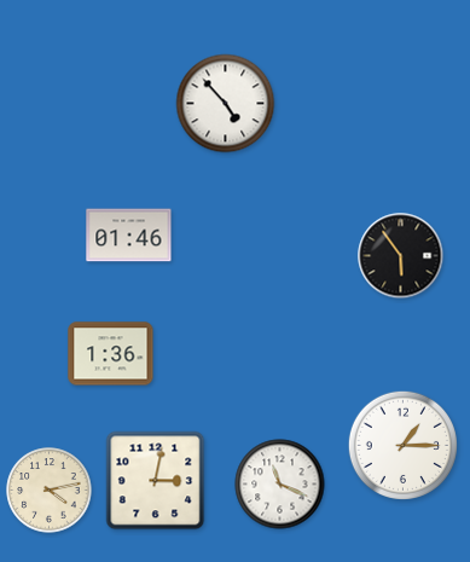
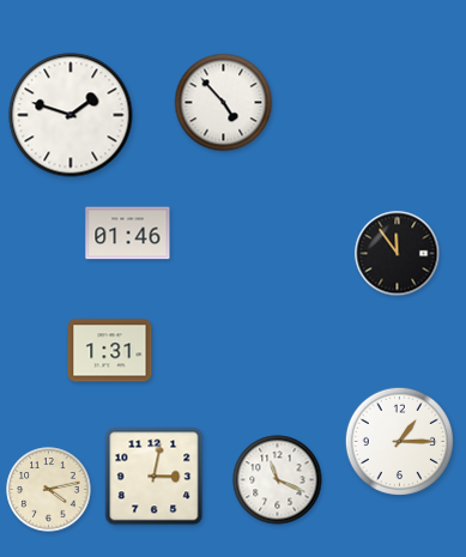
clock at (71, 115): none -> 1:48
clock at (401, 256): 5:54 -> 11:54
clock at (111, 354): 1:36 -> 1:31
clock at (50, 491) position: (50, 491) -> (49, 490)
